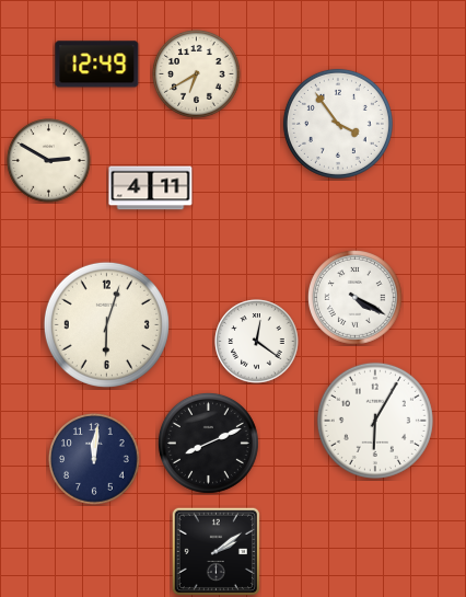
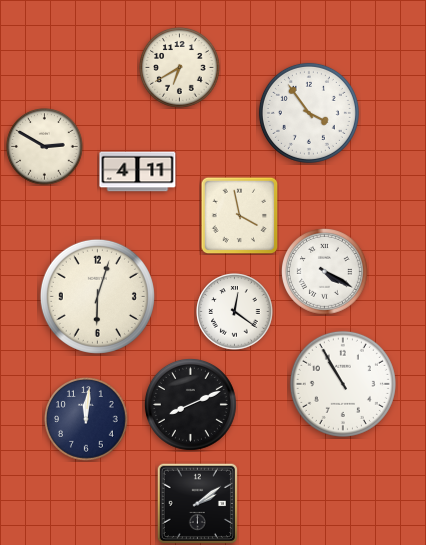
clock at (97, 65): 12:49 -> none
clock at (239, 215): none -> 3:58
clock at (375, 421): 6:05 -> 10:55
